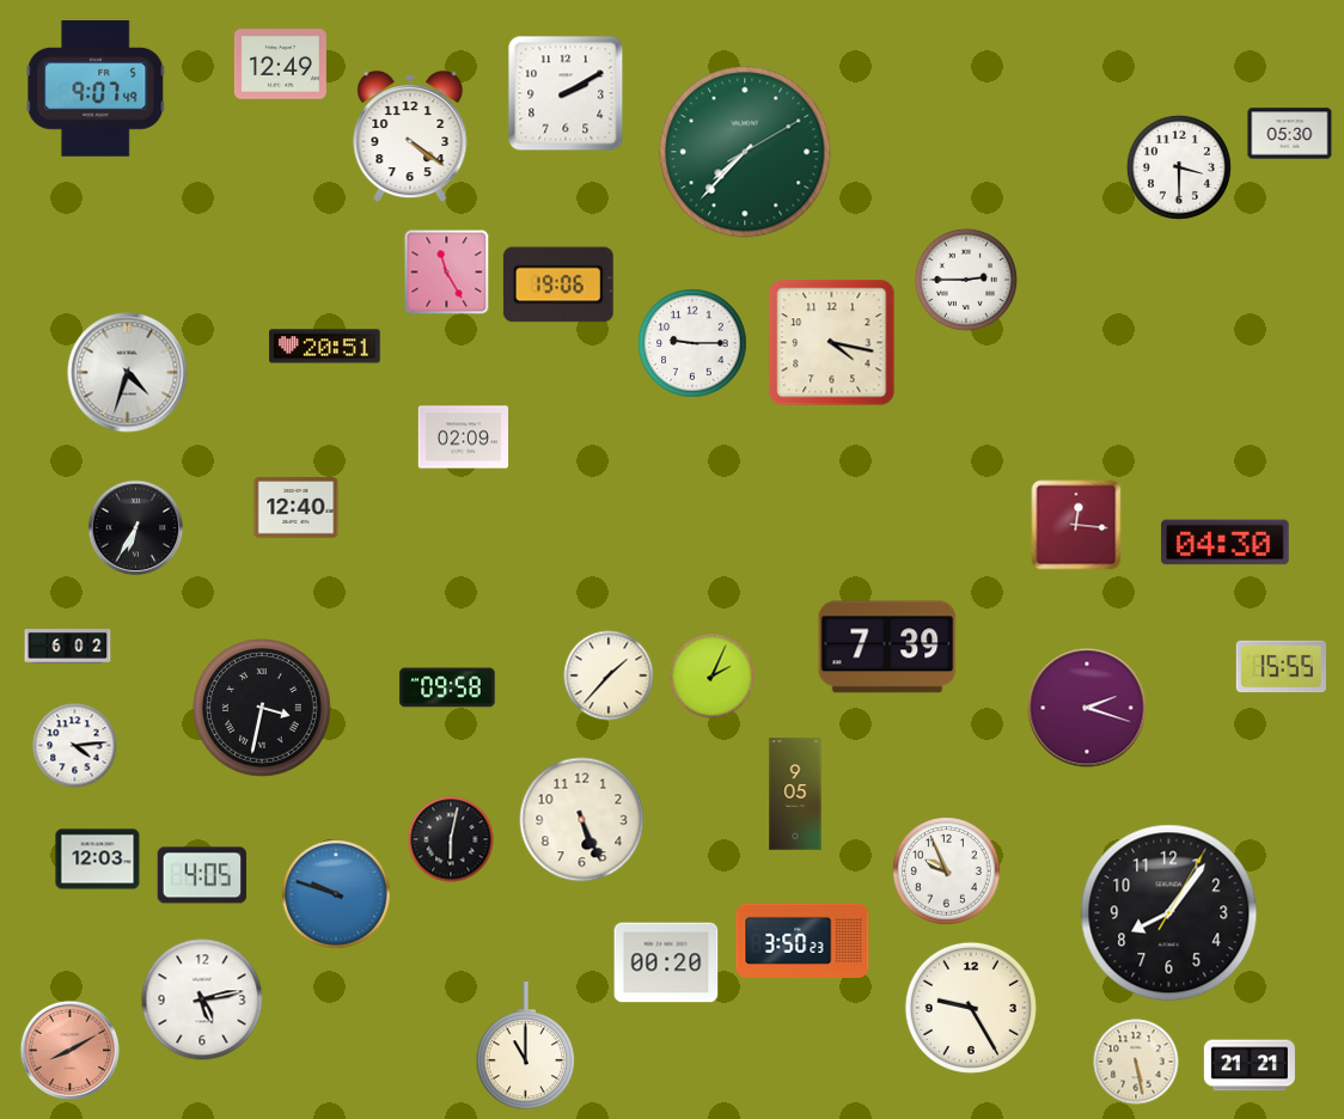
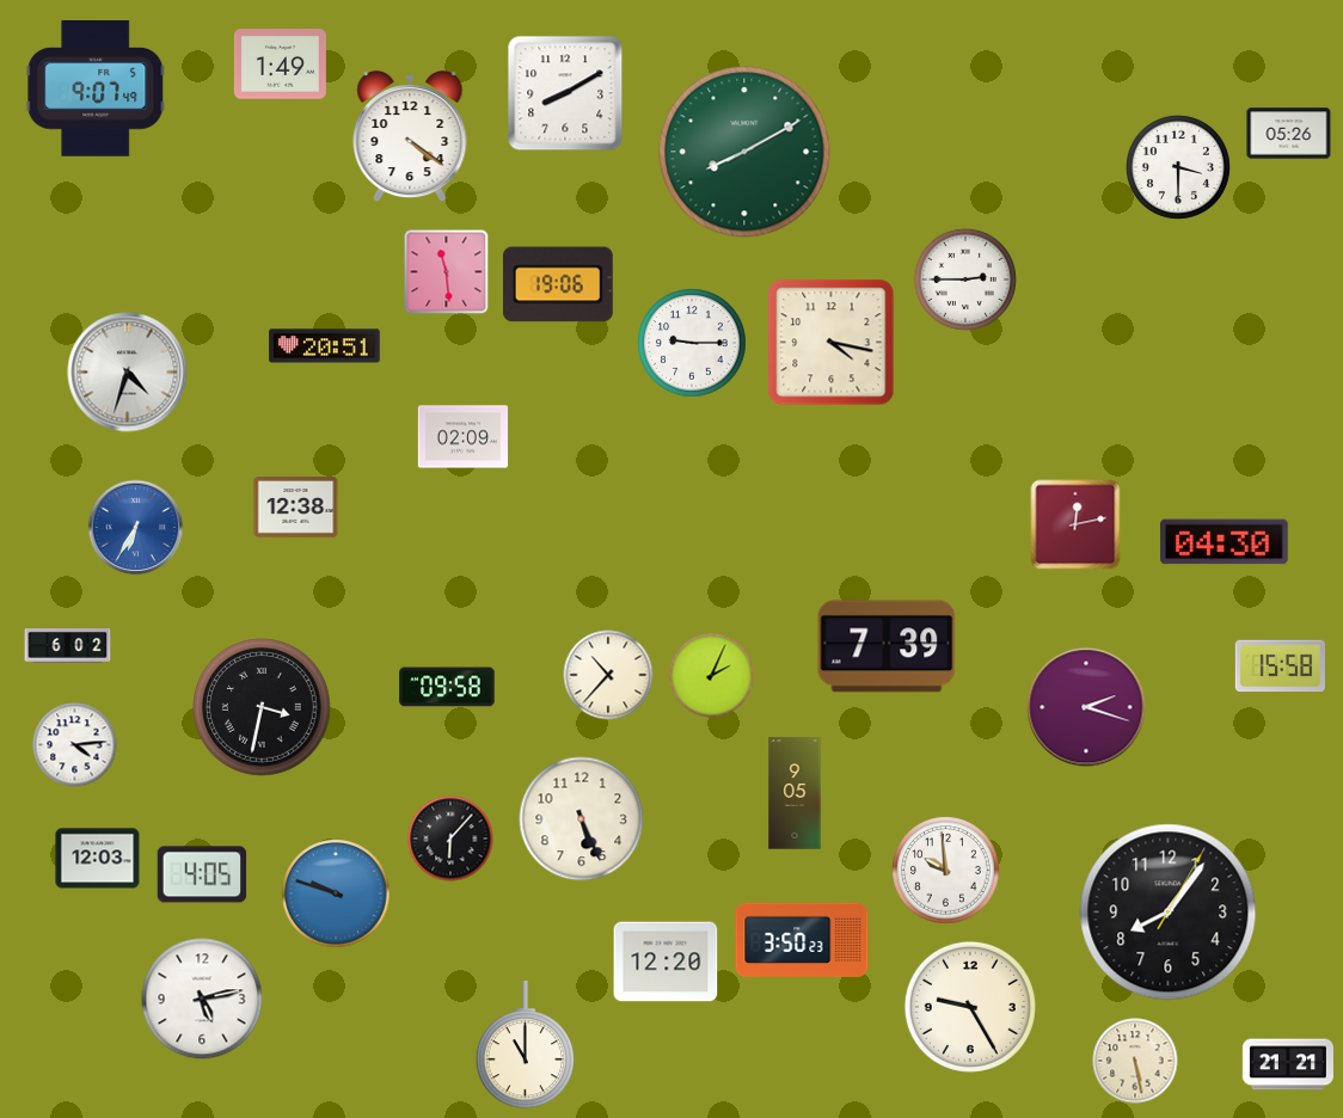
clock at (280, 65): 12:49 -> 1:49
clock at (566, 93): 2:10 -> 8:10
clock at (1290, 134): 05:30 -> 05:26
clock at (745, 152): 7:37 -> 8:10
clock at (447, 273): 11:25 -> 11:29
clock at (297, 508): 12:40 -> 12:38
clock at (1076, 525): 12:16 -> 12:13
clock at (136, 528) dial: black -> blue
clock at (1281, 667): 15:55 -> 15:58
clock at (609, 675): 1:37 -> 10:37
clock at (451, 839): 6:02 -> 6:07
clock at (947, 872): 9:56 -> 9:59
clock at (666, 962): 00:20 -> 12:20
clock at (69, 1050): 8:10 -> none
clock at (1250, 1065) position: (1250, 1065) -> (1288, 1064)
